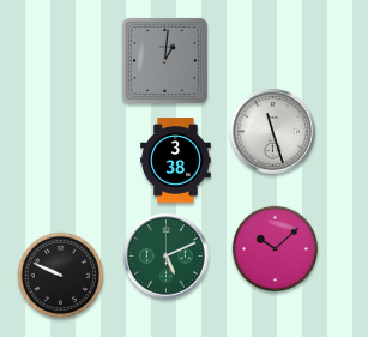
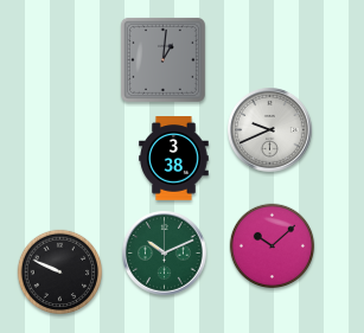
clock at (273, 132): 11:27 -> 9:41
clock at (167, 257): 5:11 -> 10:11
